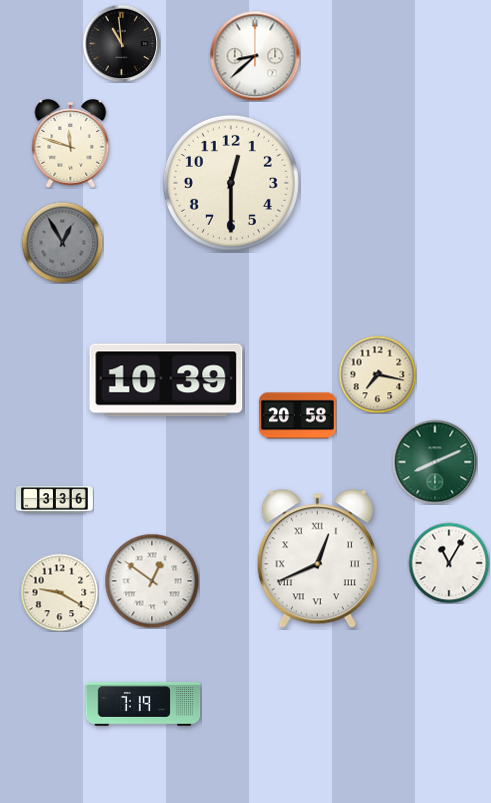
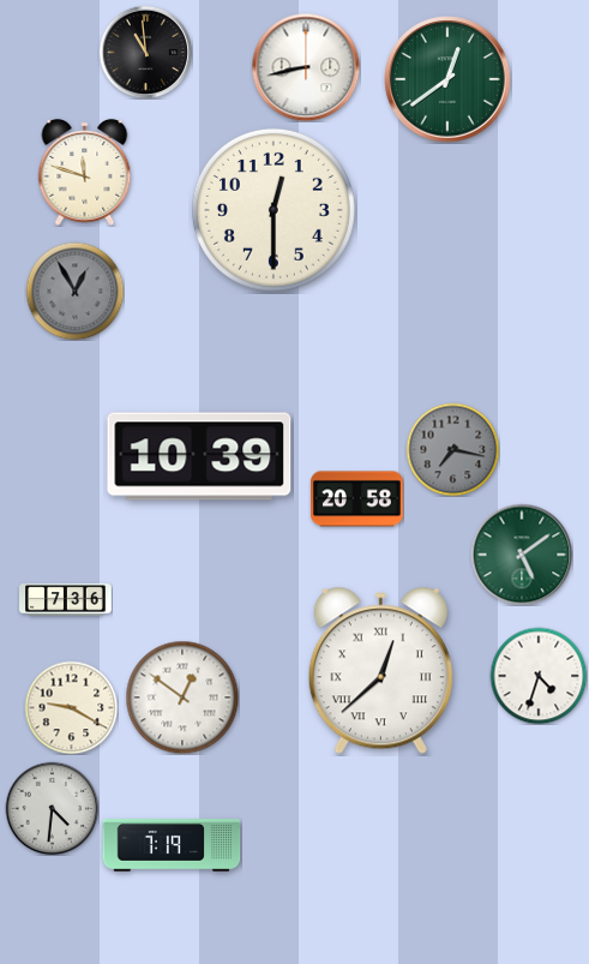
clock at (255, 56): 8:38 -> 8:43
clock at (447, 79): none -> 12:39
clock at (231, 183) position: (231, 183) -> (274, 210)
clock at (377, 374) dial: cream -> grey
clock at (435, 462): 8:11 -> 5:09
clock at (55, 500): 3:36 -> 7:36
clock at (317, 559): 12:41 -> 12:38
clock at (449, 563): 11:05 -> 4:33
clock at (59, 592) position: (59, 592) -> (71, 707)
clock at (52, 808): none -> 4:31
